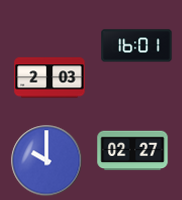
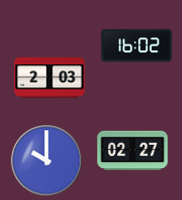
clock at (137, 46): 16:01 -> 16:02
